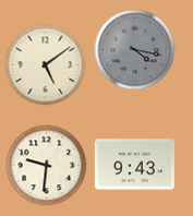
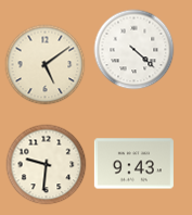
clock at (135, 50): 4:17 -> 4:22
clock at (135, 50) dial: grey -> white
